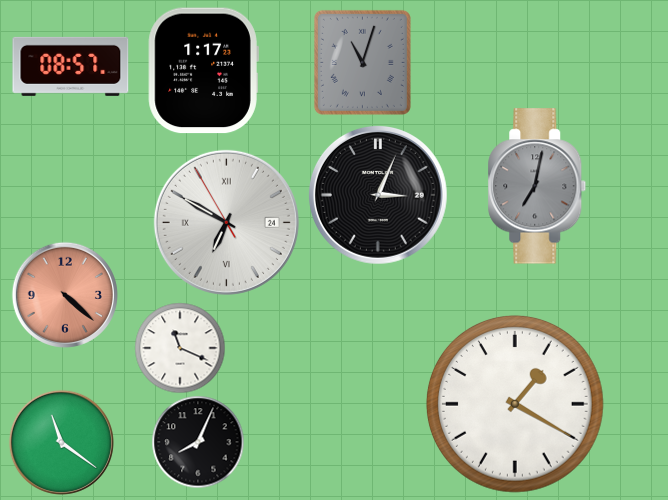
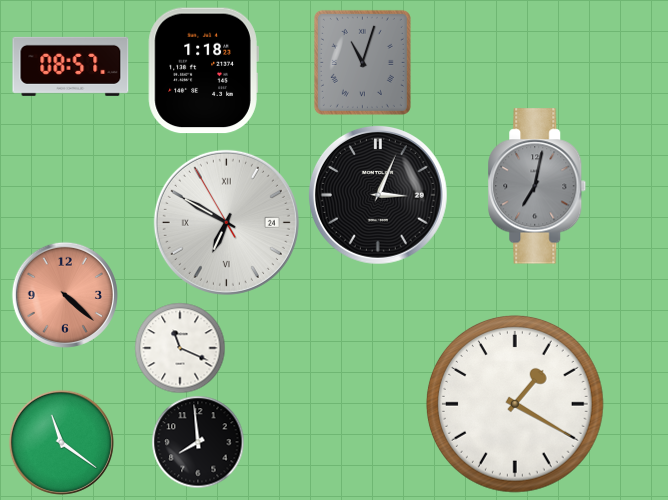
clock at (203, 71): 1:17 -> 1:18
clock at (198, 442): 8:04 -> 7:59
